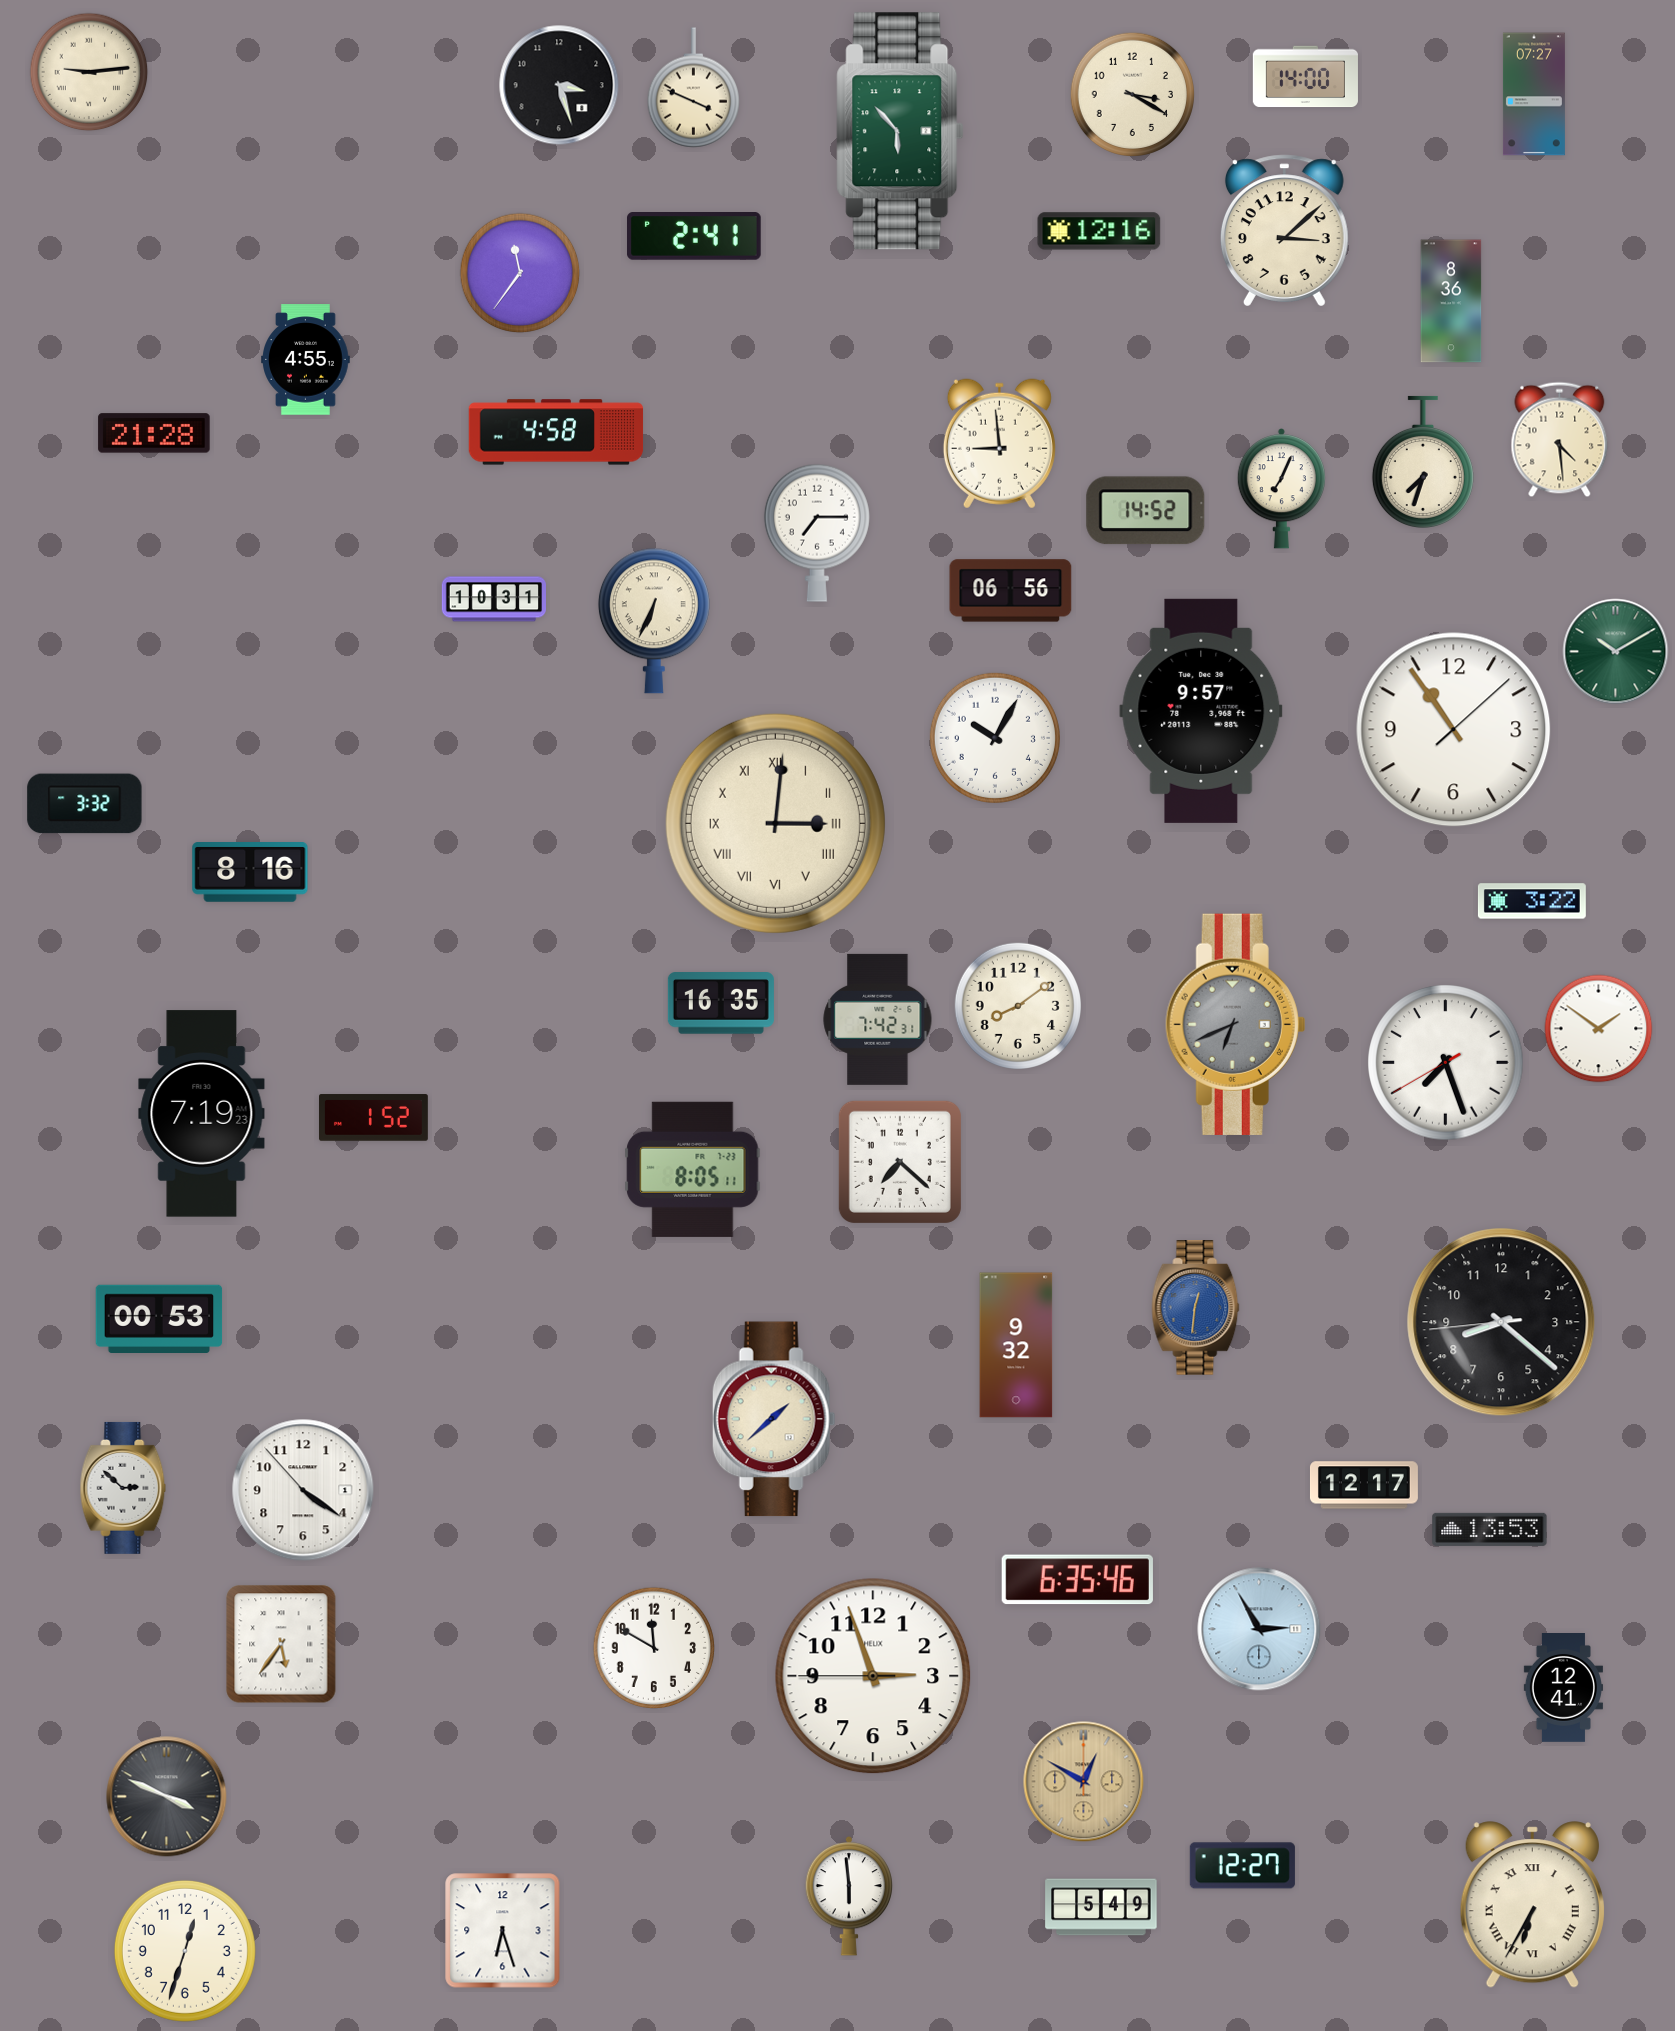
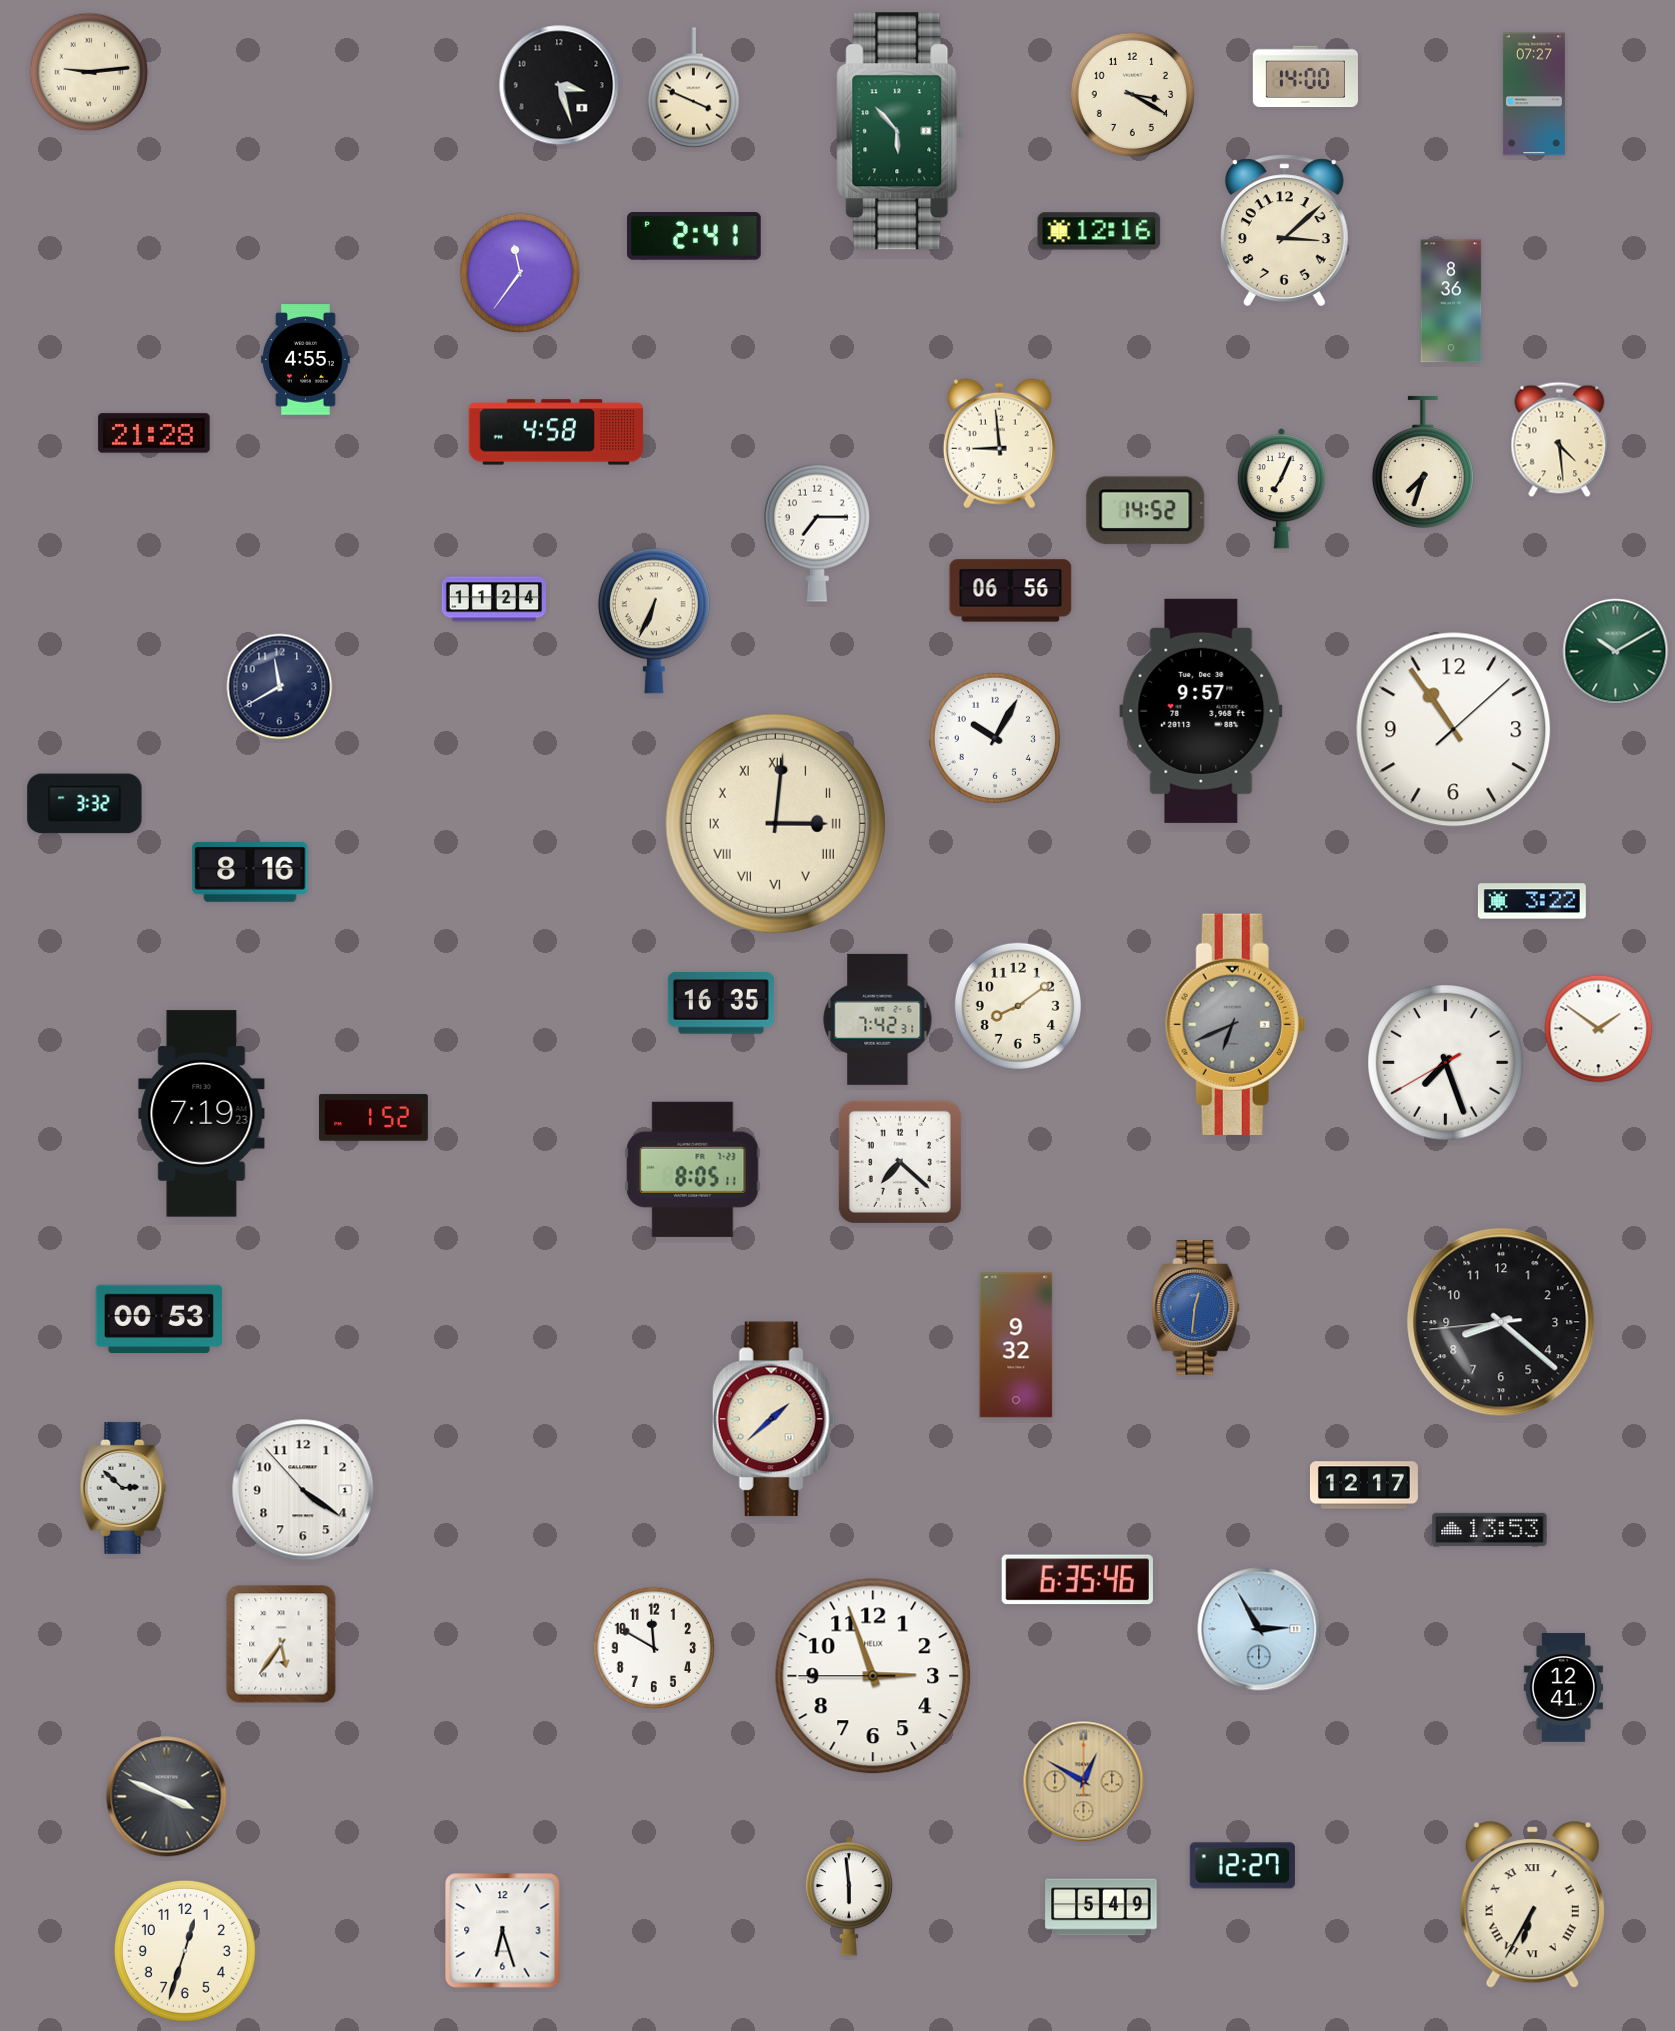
clock at (493, 599): 10:31 -> 11:24
clock at (280, 687): none -> 11:40
